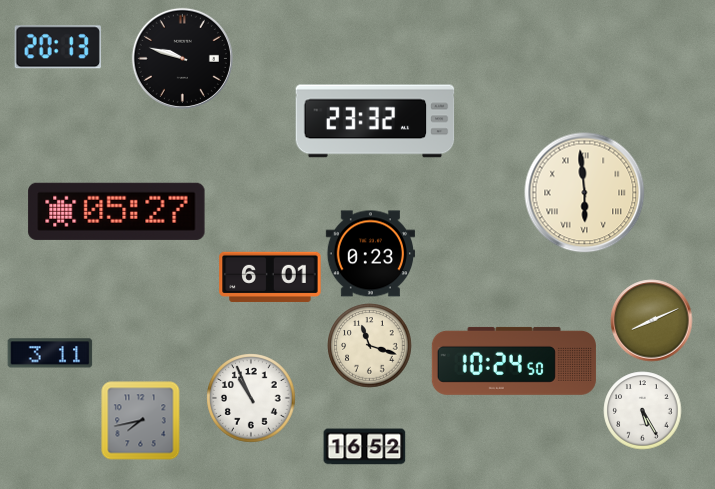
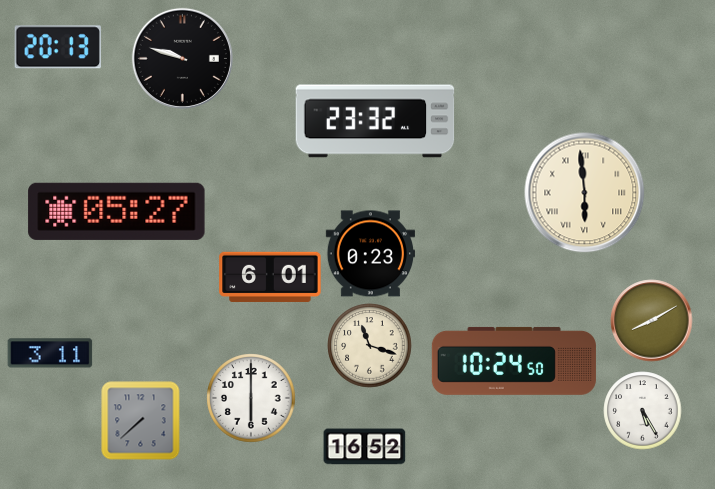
clock at (652, 321): 8:11 -> 8:10
clock at (251, 398): 10:56 -> 6:00
clock at (141, 421): 7:43 -> 7:38
